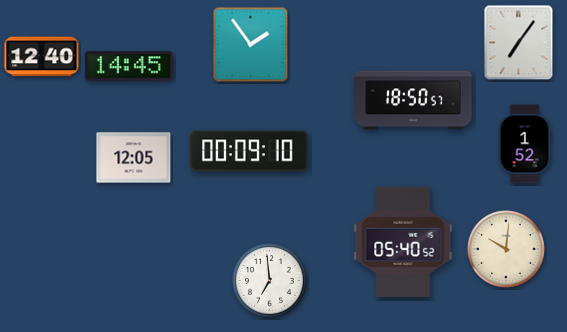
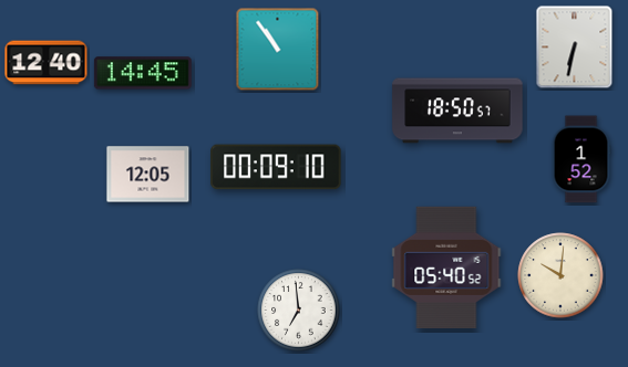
clock at (519, 43): 7:06 -> 6:32
clock at (251, 45): 1:54 -> 10:54
